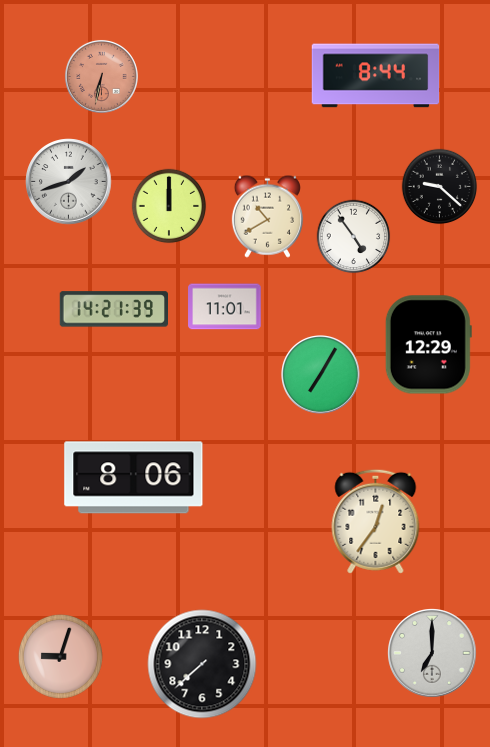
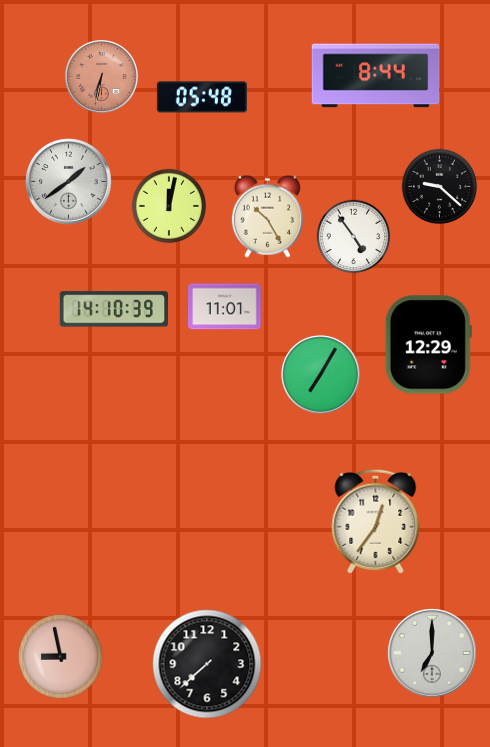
clock at (202, 97): none -> 05:48
clock at (69, 182): 1:42 -> 1:39
clock at (169, 206): 12:00 -> 12:02
clock at (267, 216): 10:40 -> 10:25
clock at (113, 309): 14:21 -> 14:10
clock at (134, 478): 8:06 -> none
clock at (60, 656): 9:03 -> 8:58
clock at (202, 664) position: (202, 664) -> (207, 664)
